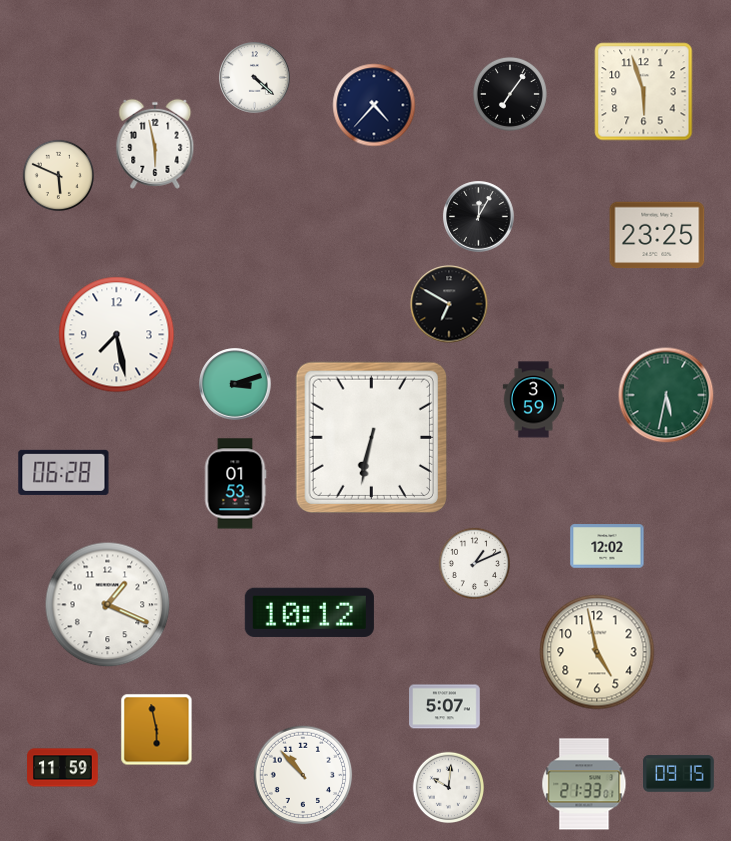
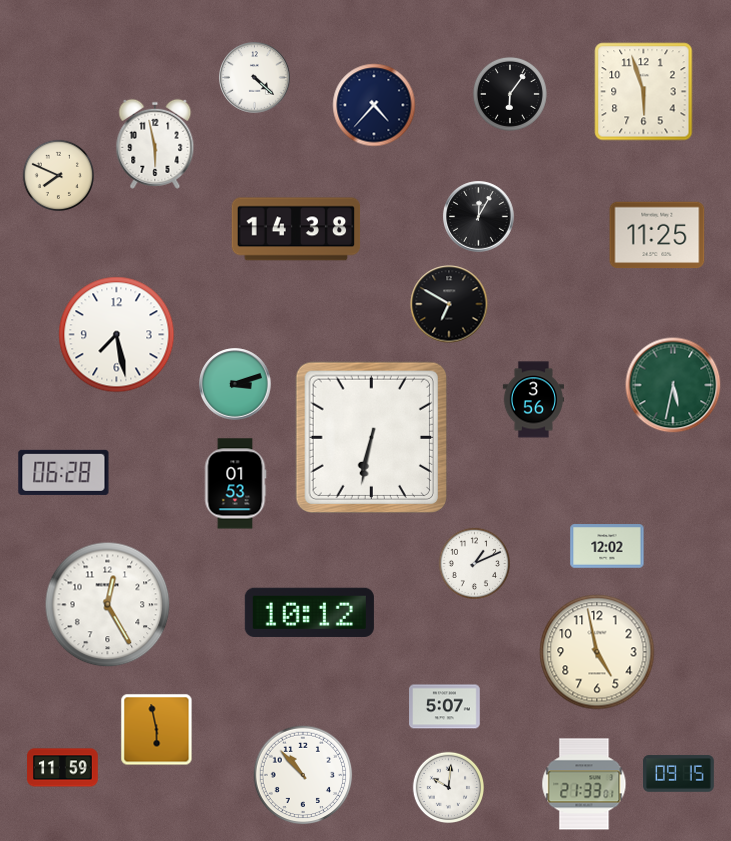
clock at (510, 94): 7:06 -> 6:06
clock at (58, 175): 5:49 -> 7:49
clock at (296, 229): none -> 14:38
clock at (657, 235): 23:25 -> 11:25
clock at (666, 395) position: (666, 395) -> (673, 385)
clock at (533, 400): 3:59 -> 3:56
clock at (108, 605): 1:19 -> 12:25
